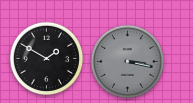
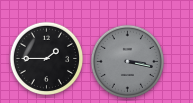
clock at (46, 58): 1:50 -> 1:45
